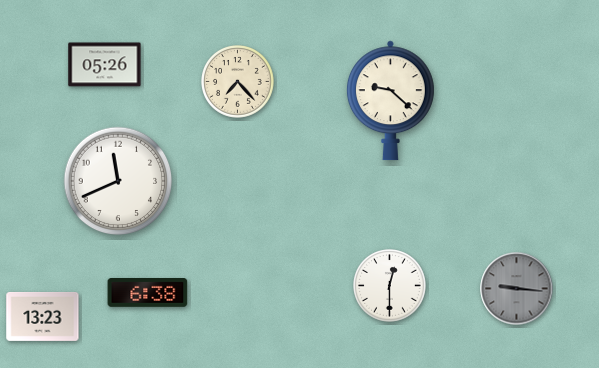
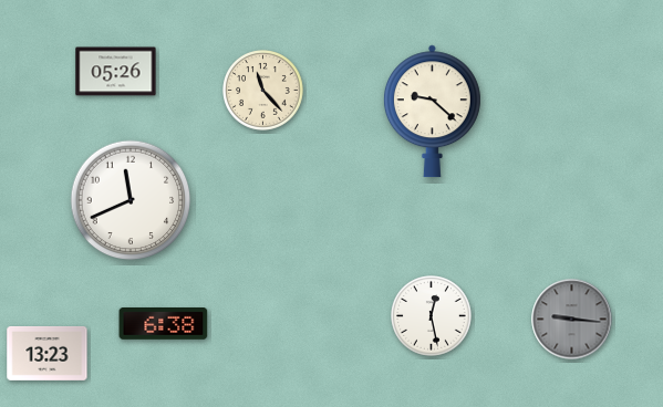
clock at (238, 82): 7:23 -> 11:23
clock at (390, 286): 12:30 -> 12:28
clock at (43, 316) position: (43, 316) -> (48, 353)
